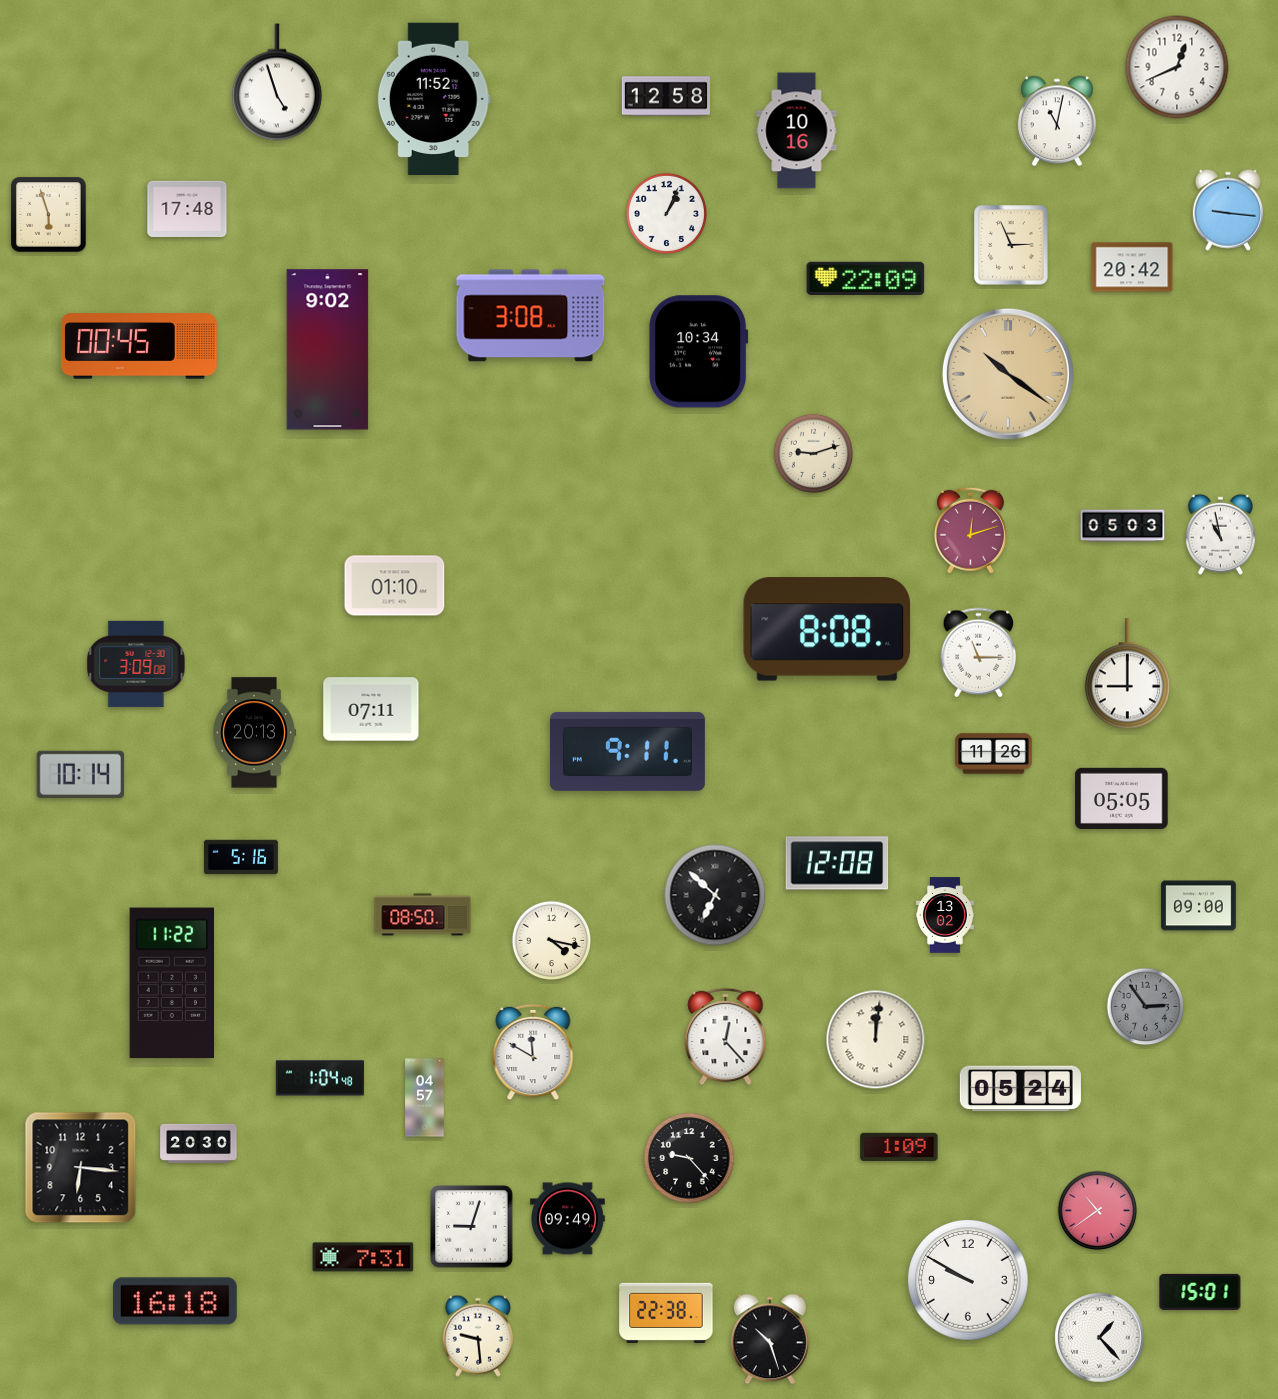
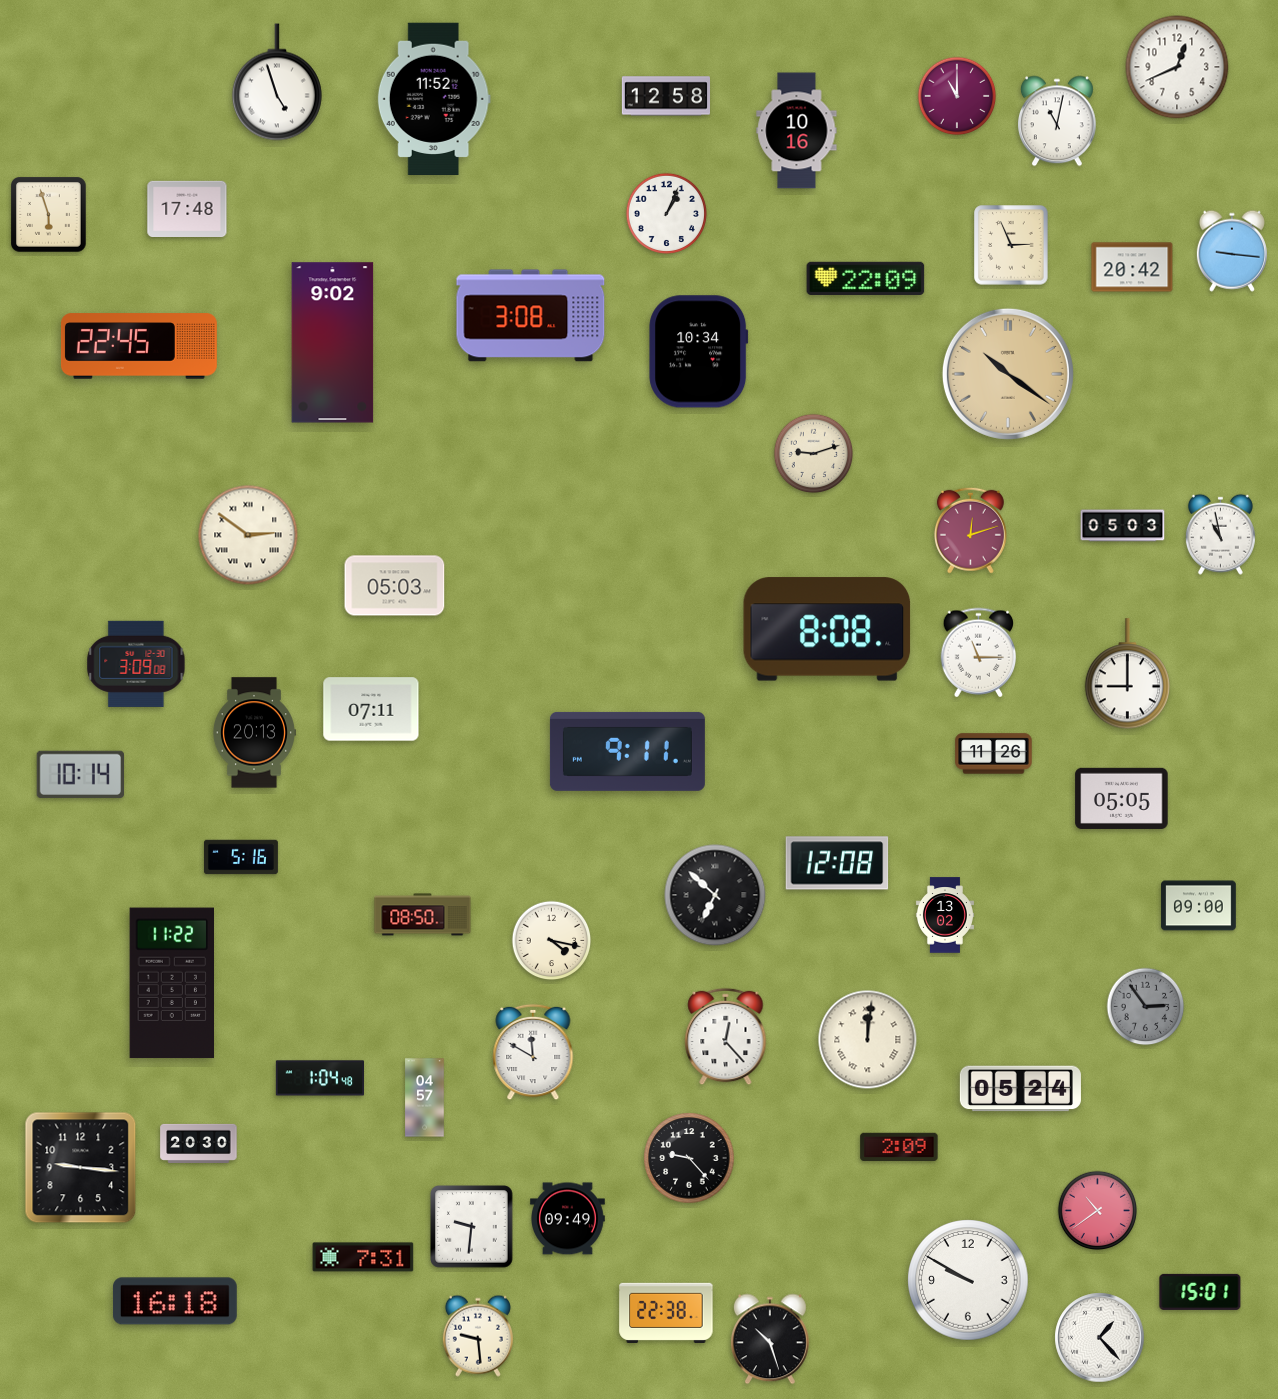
clock at (957, 96): none -> 11:00
clock at (1228, 210) position: (1228, 210) -> (1232, 251)
clock at (139, 346): 00:45 -> 22:45
clock at (328, 350) position: (328, 350) -> (333, 343)
clock at (248, 535): none -> 2:51
clock at (395, 586): 01:10 -> 05:03
clock at (876, 1040) position: (876, 1040) -> (868, 1040)
clock at (899, 1146): 1:09 -> 2:09
clock at (81, 1168): 6:16 -> 9:16
clock at (472, 1227): 9:03 -> 9:31
